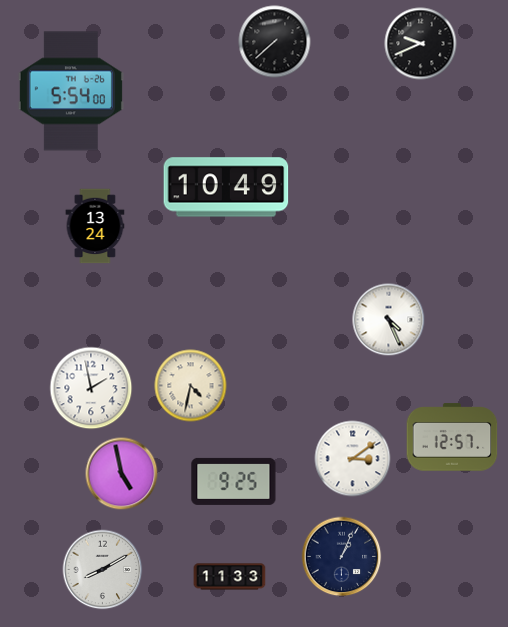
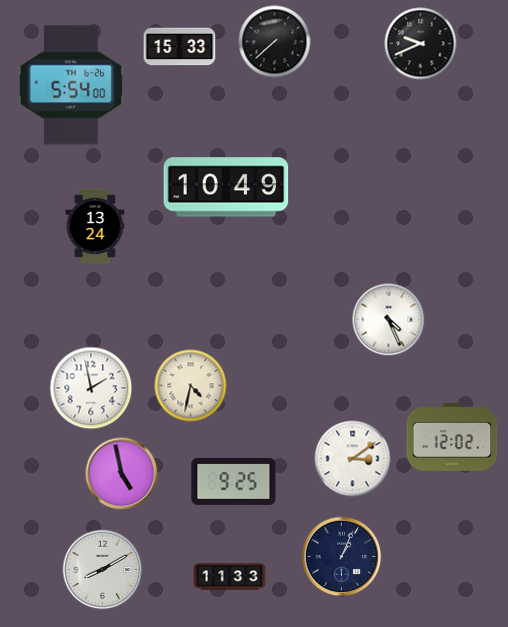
clock at (180, 47): none -> 15:33
clock at (71, 91) position: (71, 91) -> (71, 85)
clock at (452, 437): 12:57 -> 12:02
